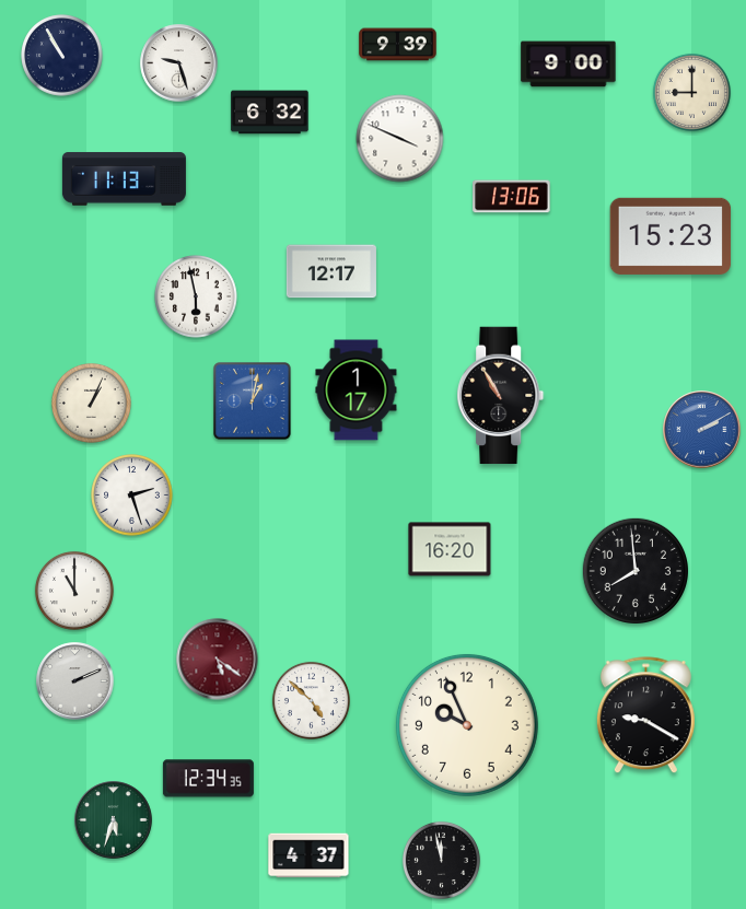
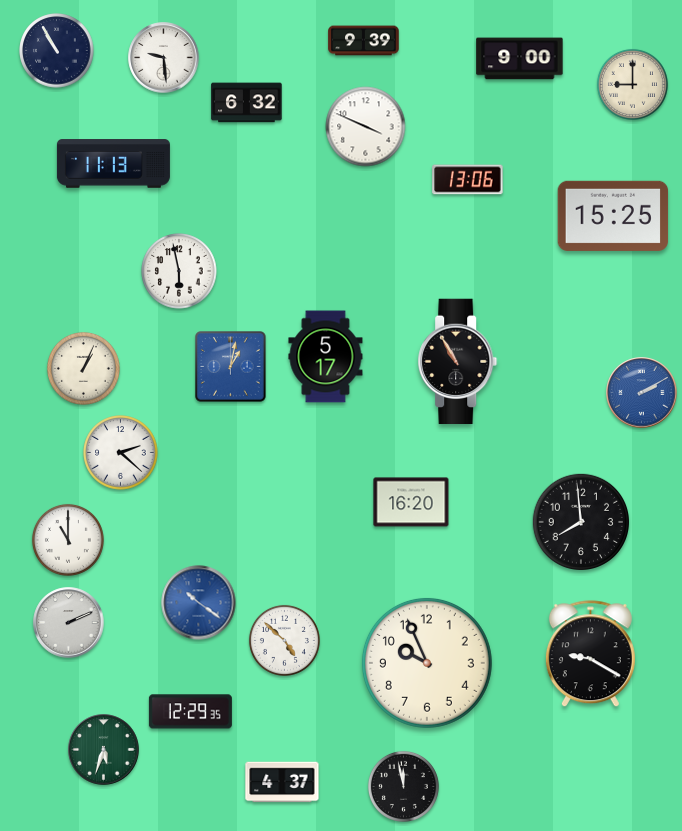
clock at (179, 63): 9:27 -> 9:29
clock at (671, 236): 15:23 -> 15:25
clock at (331, 271): 12:17 -> none
clock at (357, 391): 1:17 -> 5:17
clock at (132, 496): 2:27 -> 2:22
clock at (218, 660): 5:21 -> 10:21
clock at (218, 660) dial: burgundy -> blue
clock at (208, 779): 12:34 -> 12:29
